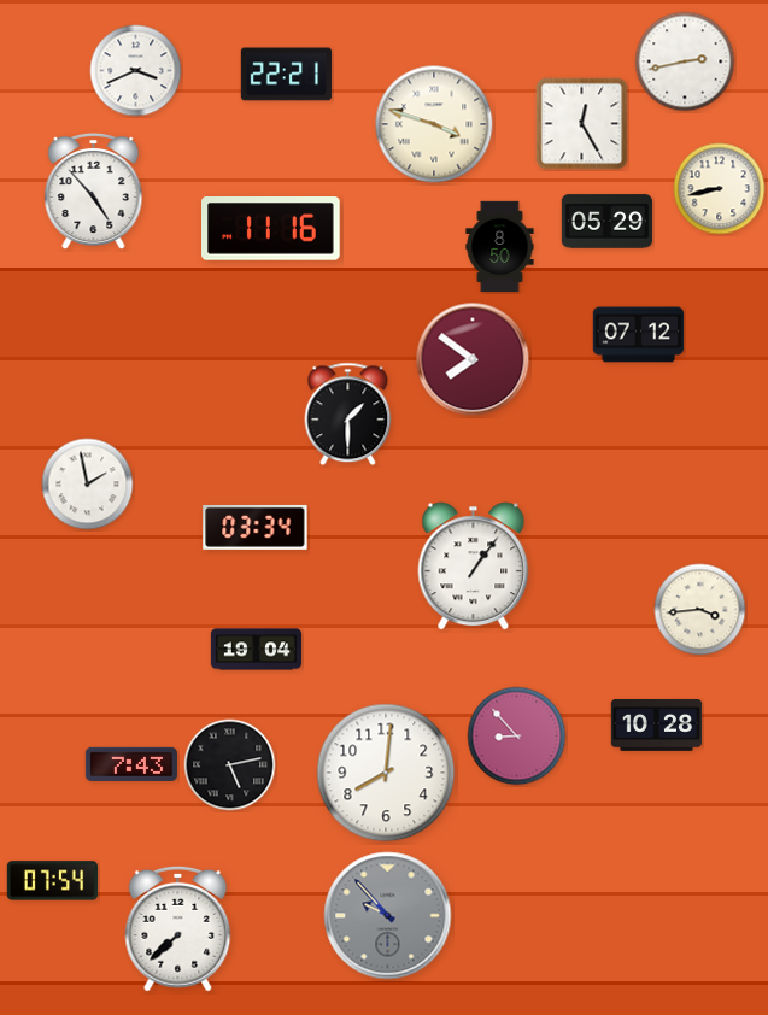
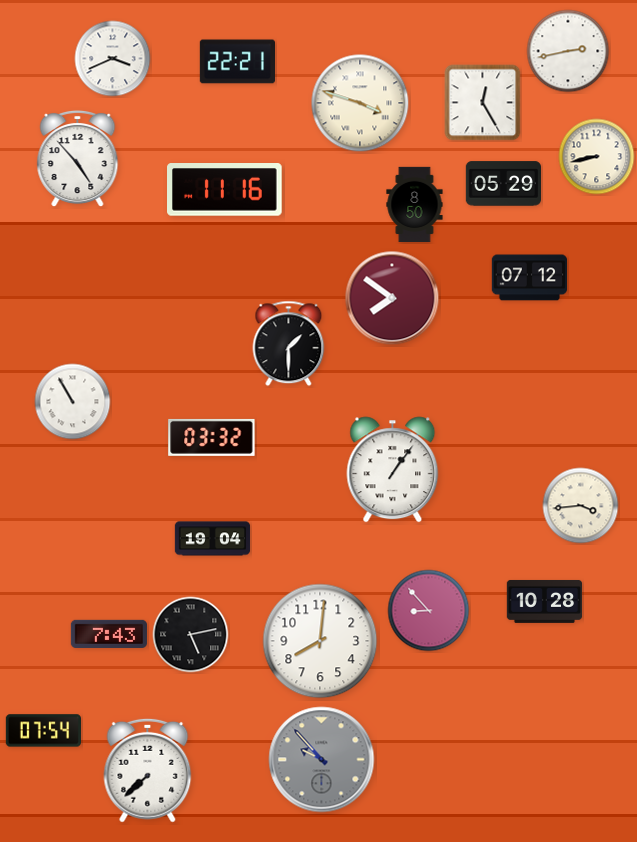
clock at (88, 485): 1:58 -> 10:55
clock at (256, 527): 03:34 -> 03:32
